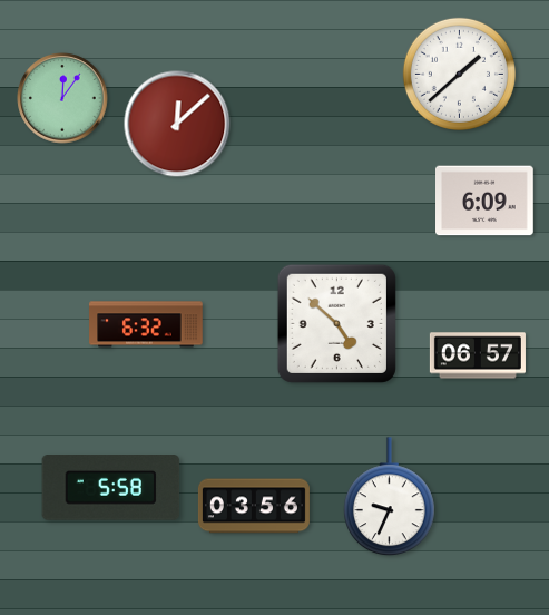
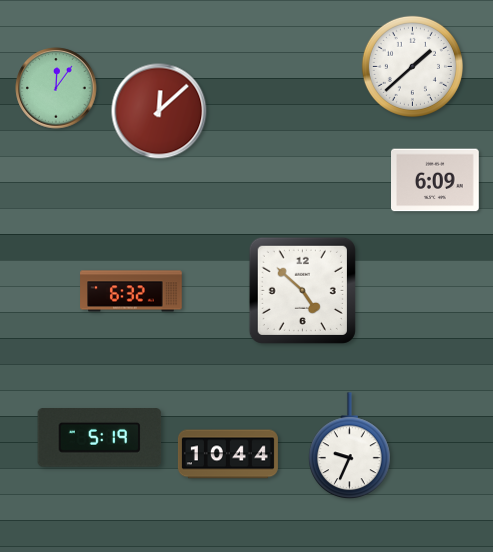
clock at (478, 355): 06:57 -> none
clock at (111, 488): 5:58 -> 5:19
clock at (254, 506): 03:56 -> 10:44
